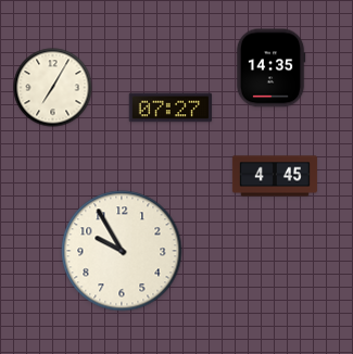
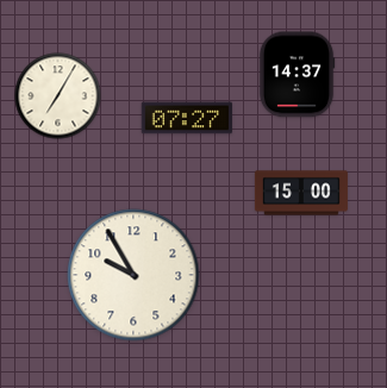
clock at (270, 68): 14:35 -> 14:37
clock at (275, 176): 4:45 -> 15:00
